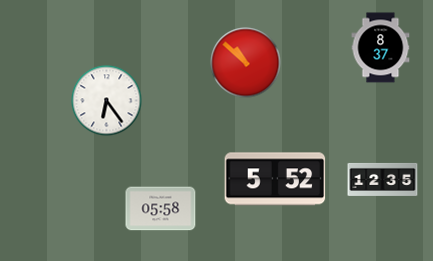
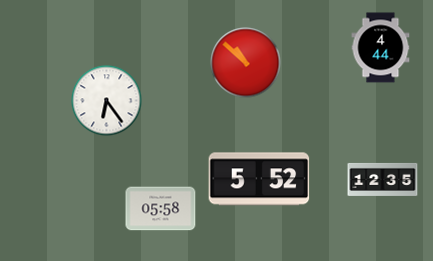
clock at (381, 48): 8:37 -> 4:44
clock at (275, 179) position: (275, 179) -> (259, 179)
